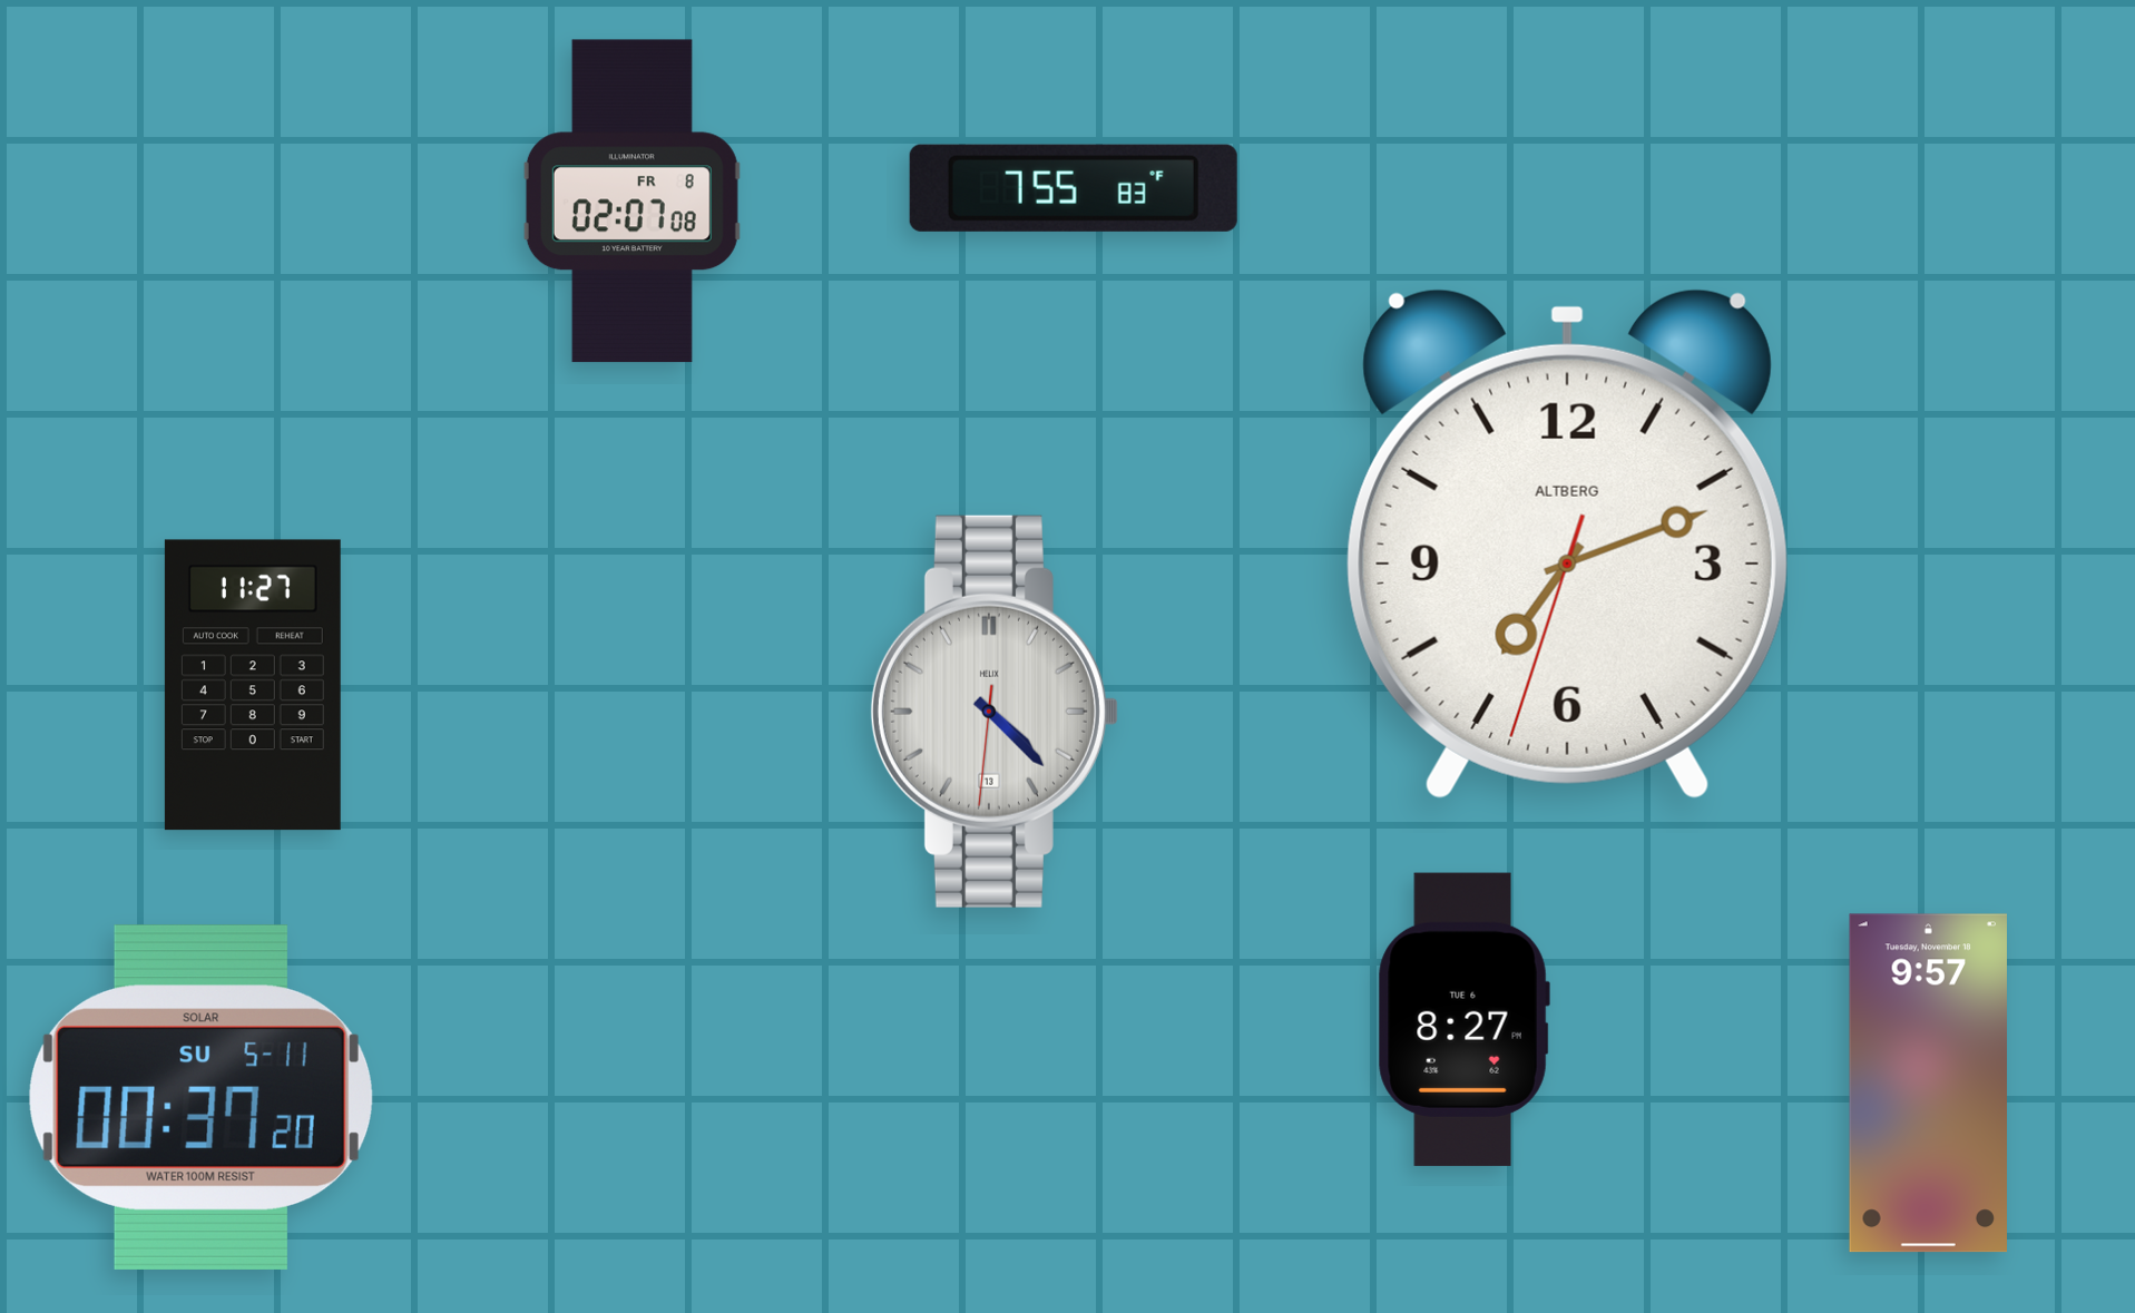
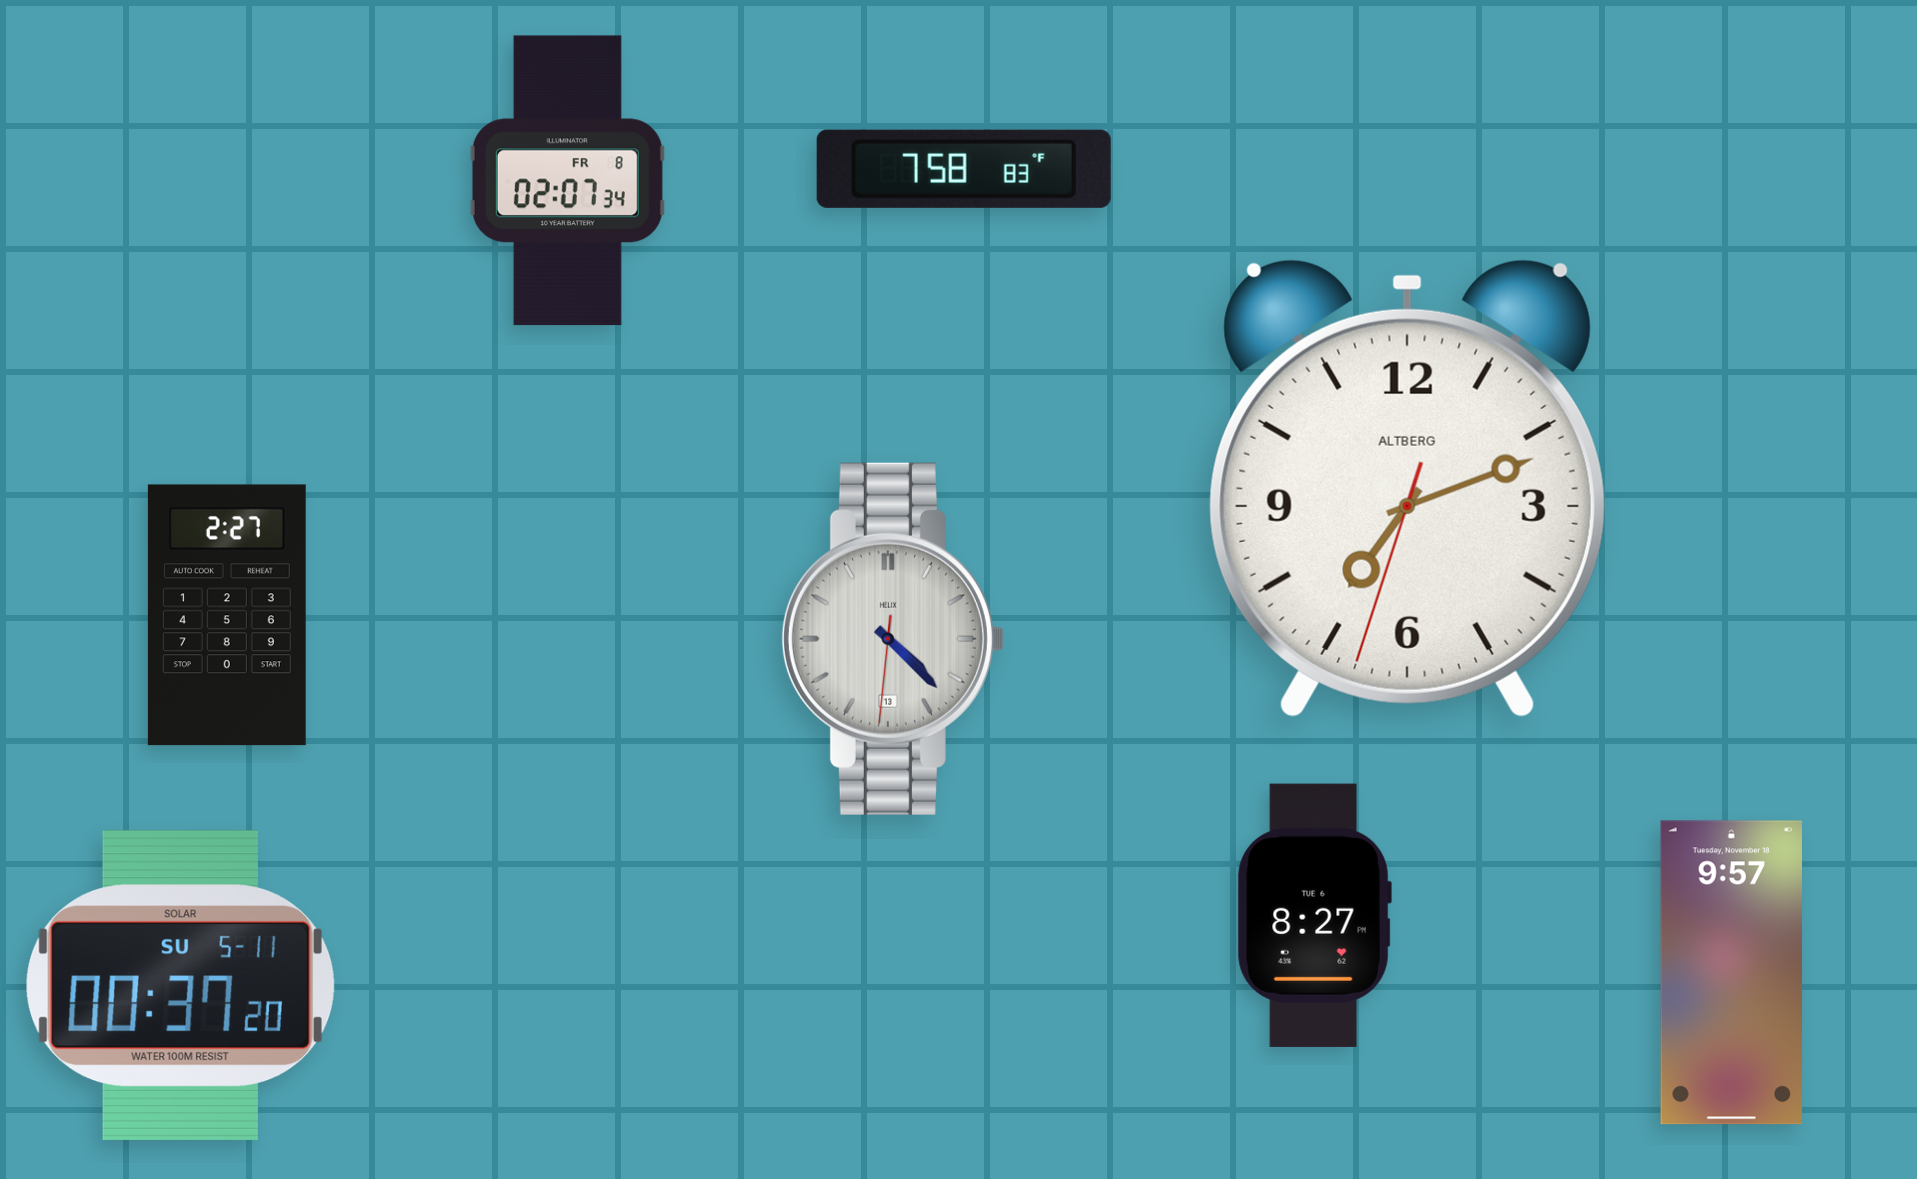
clock at (1074, 188): 7:55 -> 7:58
clock at (631, 202): 02:07:08 -> 02:07:34
clock at (253, 685): 11:27 -> 2:27
